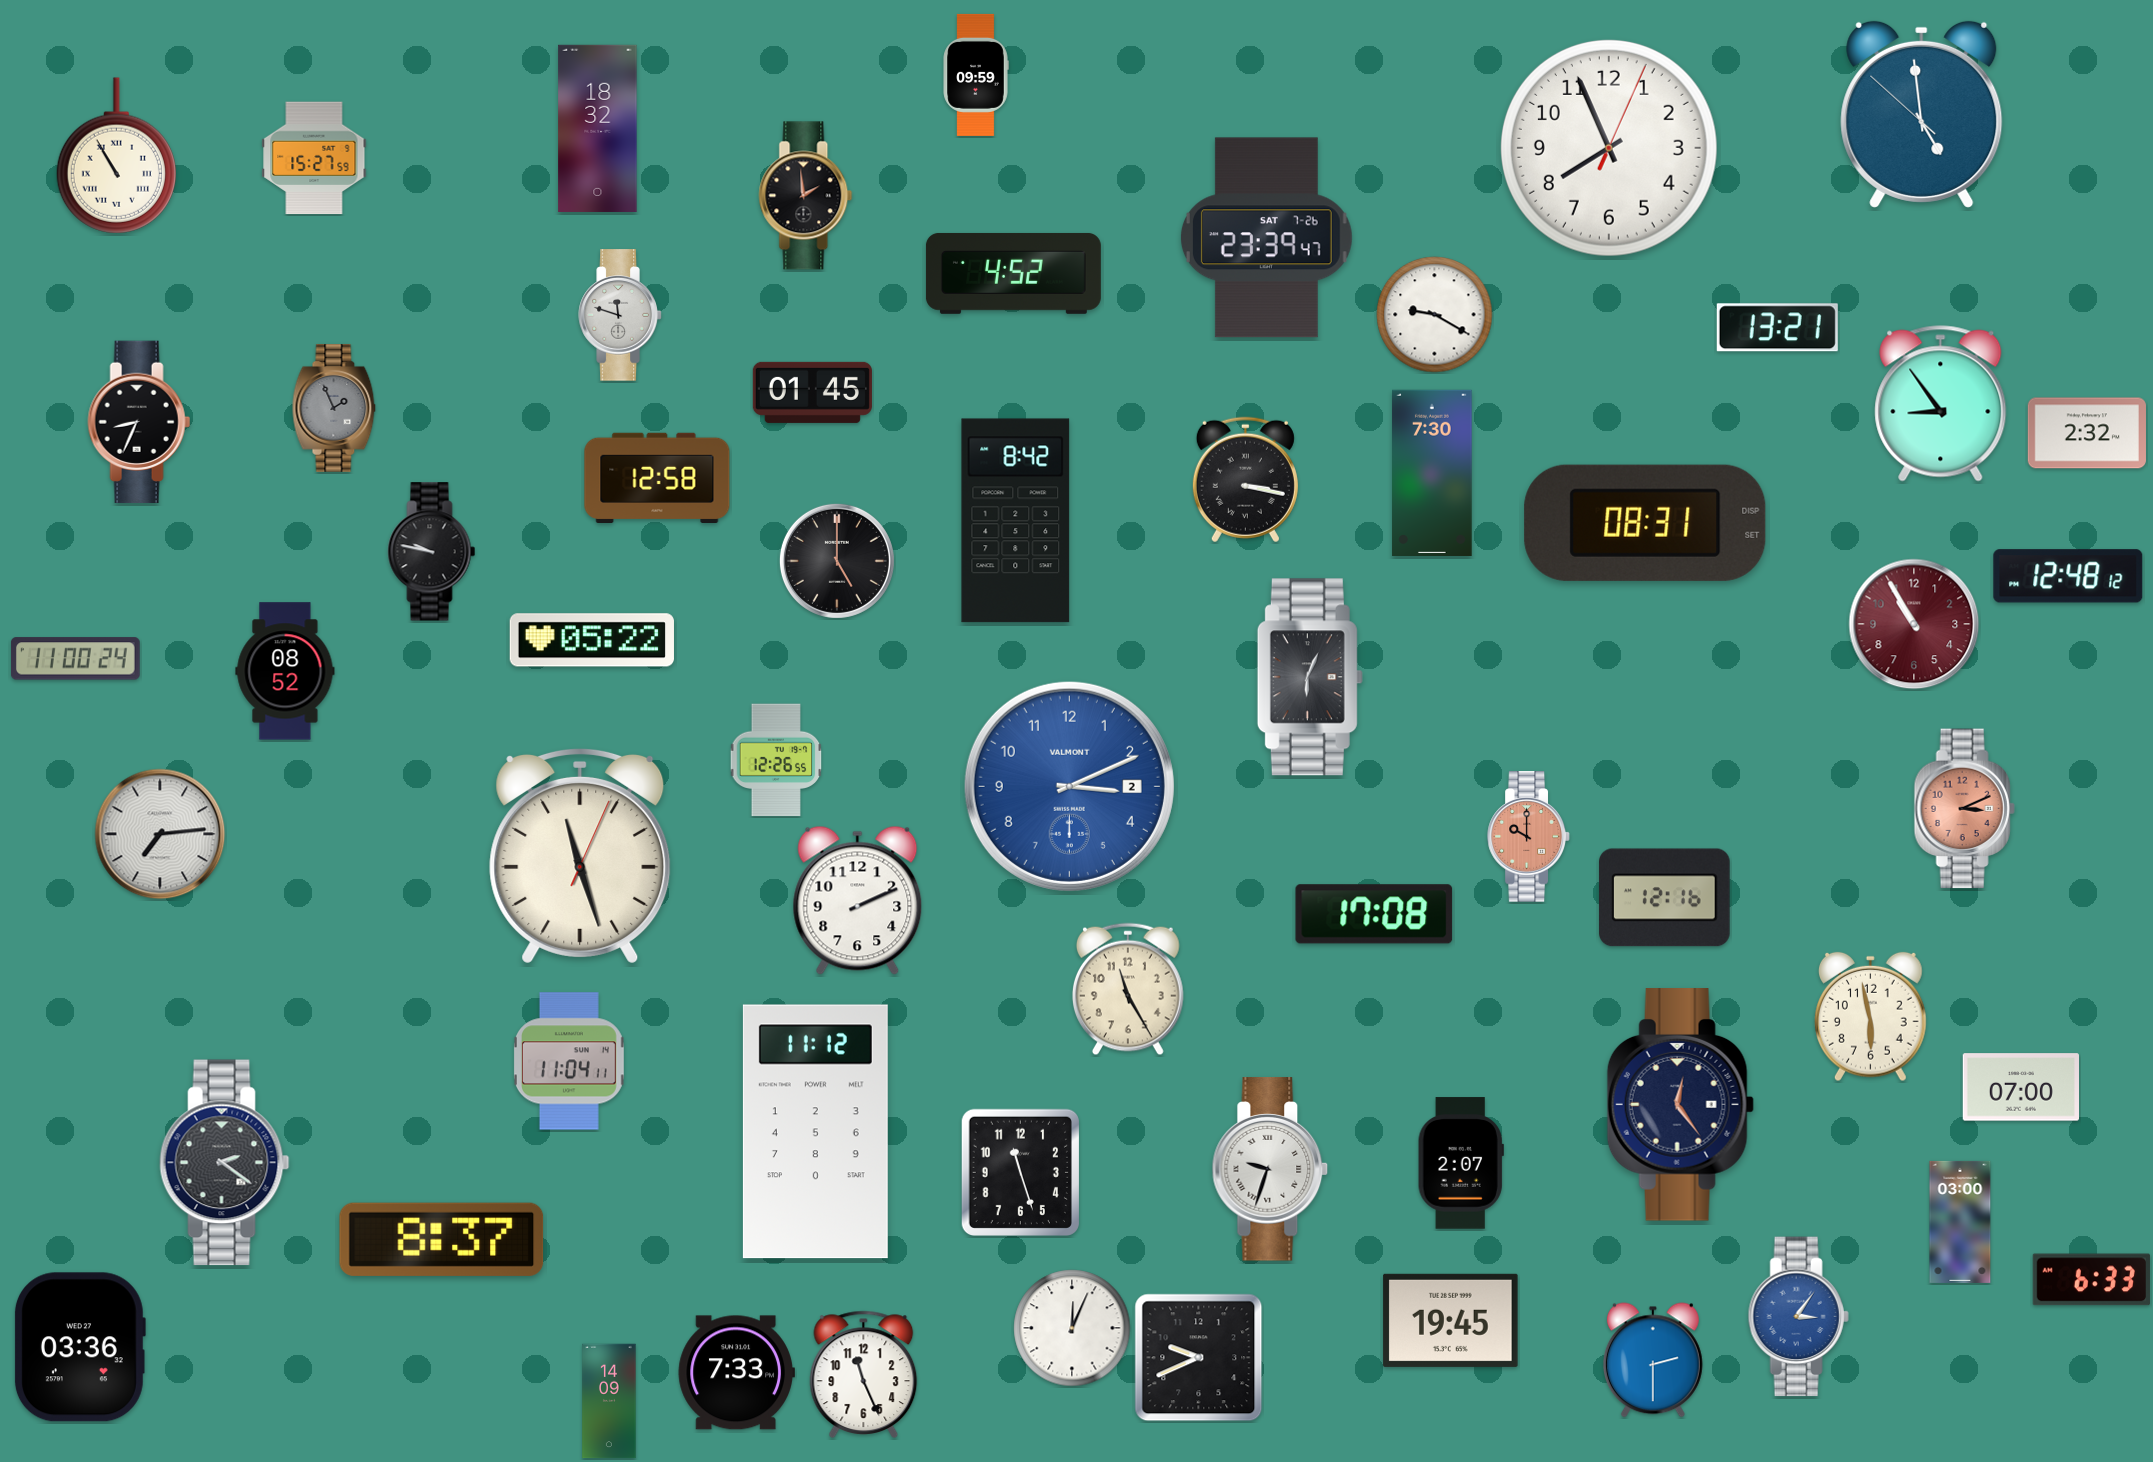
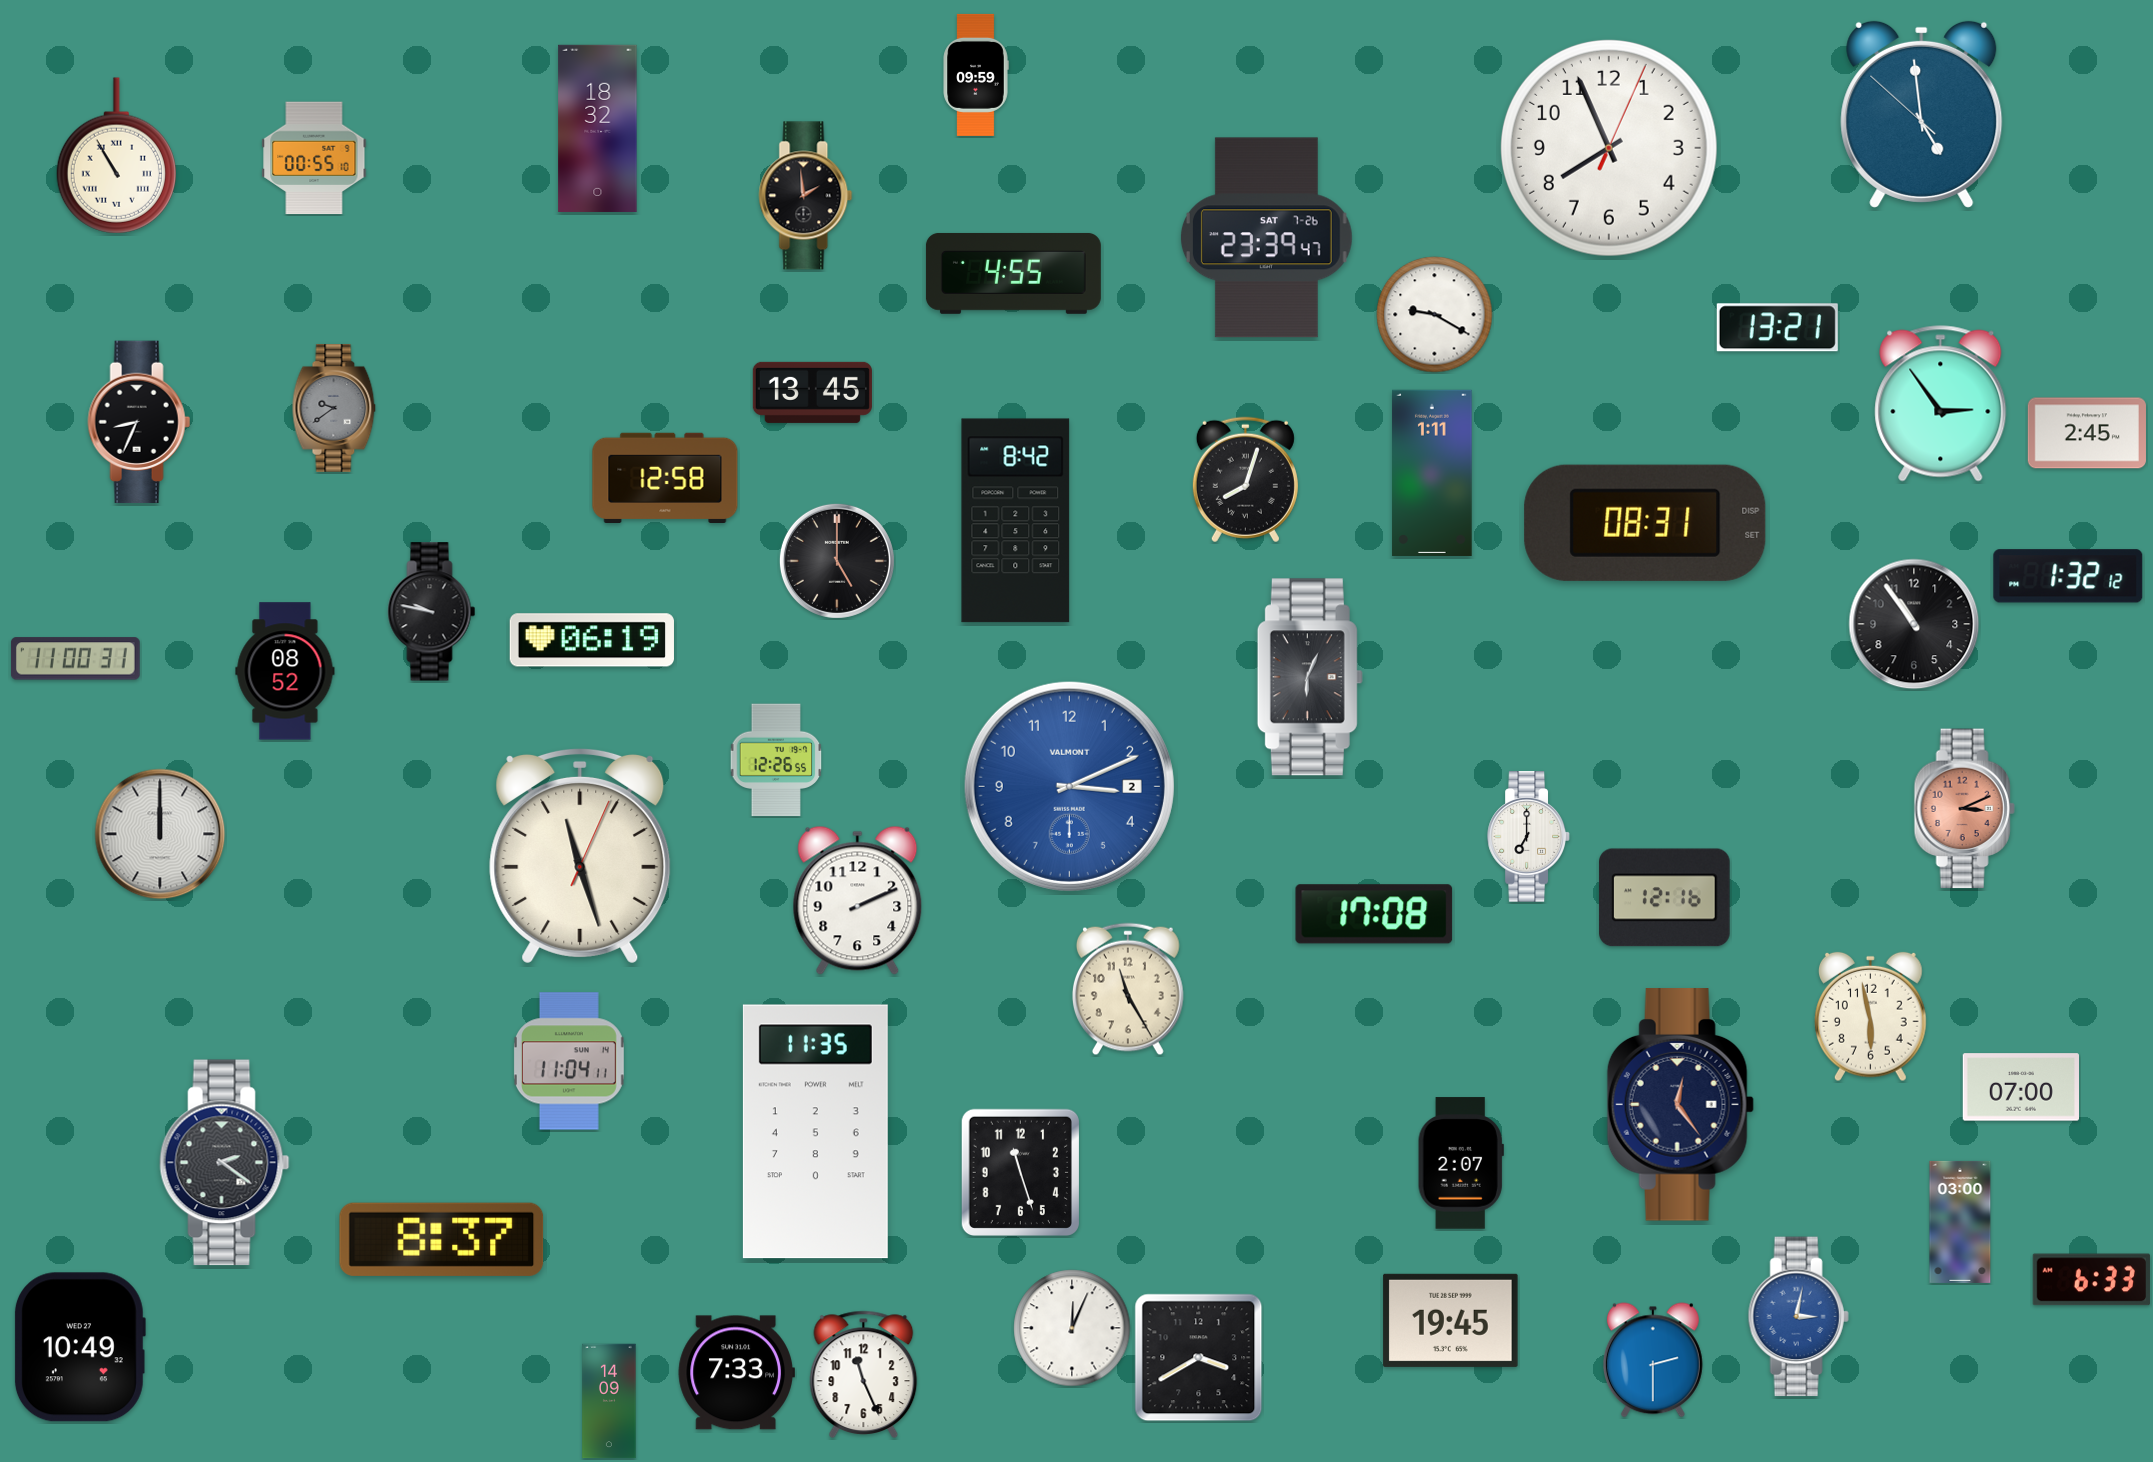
clock at (314, 158): 15:27 -> 00:55
clock at (1013, 274): 4:52 -> 4:55
clock at (620, 315): 11:48 -> none
clock at (812, 392): 01:45 -> 13:45
clock at (1941, 404): 8:54 -> 2:54
clock at (334, 408): 1:56 -> 9:39
clock at (2087, 433): 2:32 -> 2:45
clock at (1432, 473): 7:30 -> 1:11
clock at (657, 477) position: (657, 477) -> (665, 477)
clock at (1245, 480): 3:17 -> 8:03
clock at (432, 552) position: (432, 552) -> (432, 612)
clock at (2068, 576): 12:48 -> 1:32
clock at (1914, 624): 10:55 -> 10:54
clock at (1914, 624) dial: burgundy -> black
clock at (592, 640): 05:22 -> 06:19
clock at (75, 659): 11:00:24 -> 11:00:31
clock at (160, 834): 7:14 -> 12:00
clock at (1529, 837): 10:00 -> 7:00
clock at (1529, 837) dial: salmon -> white
clock at (815, 1132): 11:12 -> 11:35
clock at (1270, 1169): 9:33 -> none
clock at (1798, 1317): 3:06 -> 3:02
clock at (79, 1347): 03:36 -> 10:49
clock at (1199, 1358): 9:41 -> 3:40
